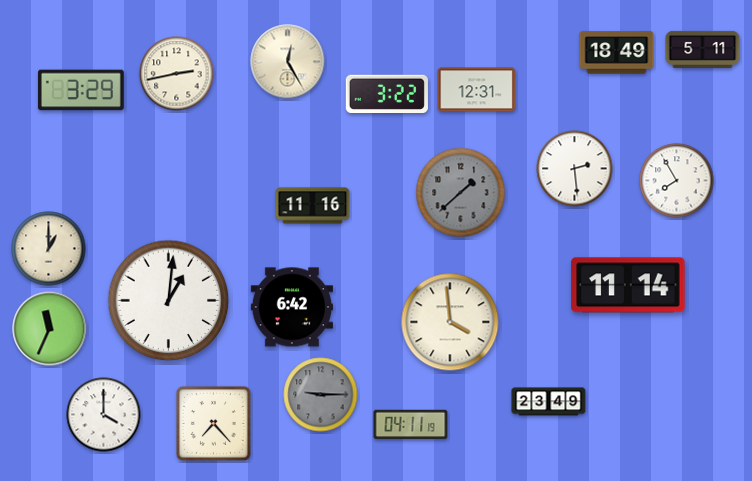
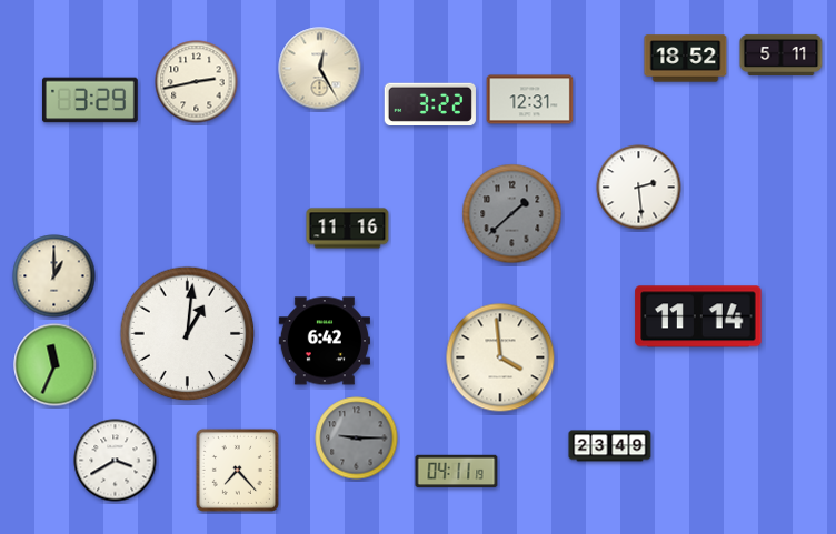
clock at (617, 53): 18:49 -> 18:52
clock at (677, 181): 7:55 -> none
clock at (104, 415): 4:00 -> 3:40
